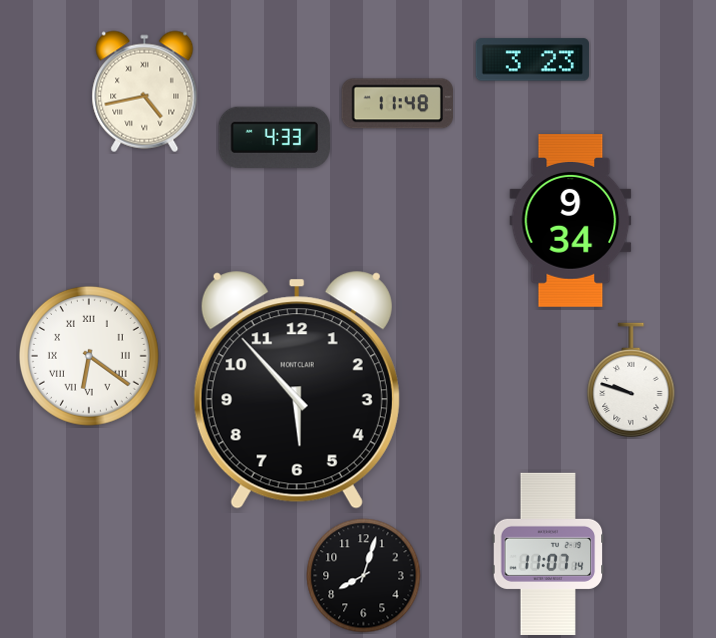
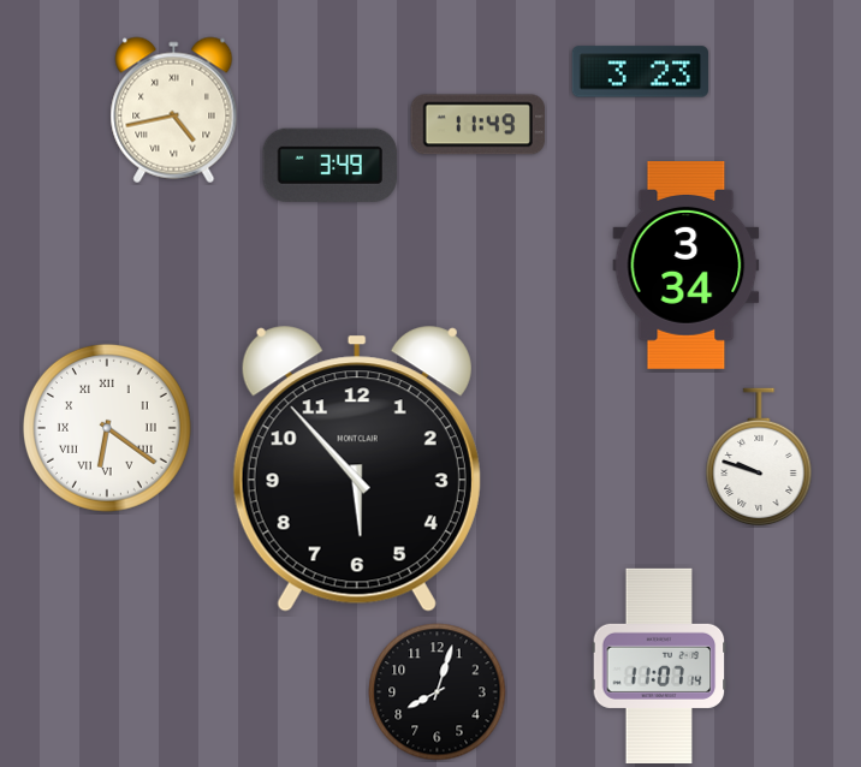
clock at (397, 104): 11:48 -> 11:49
clock at (274, 137): 4:33 -> 3:49
clock at (571, 221): 9:34 -> 3:34
